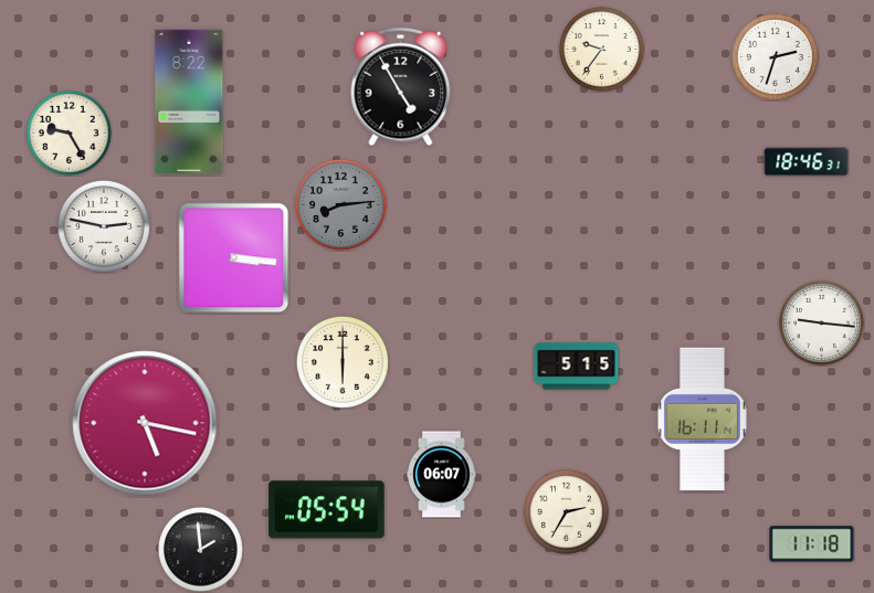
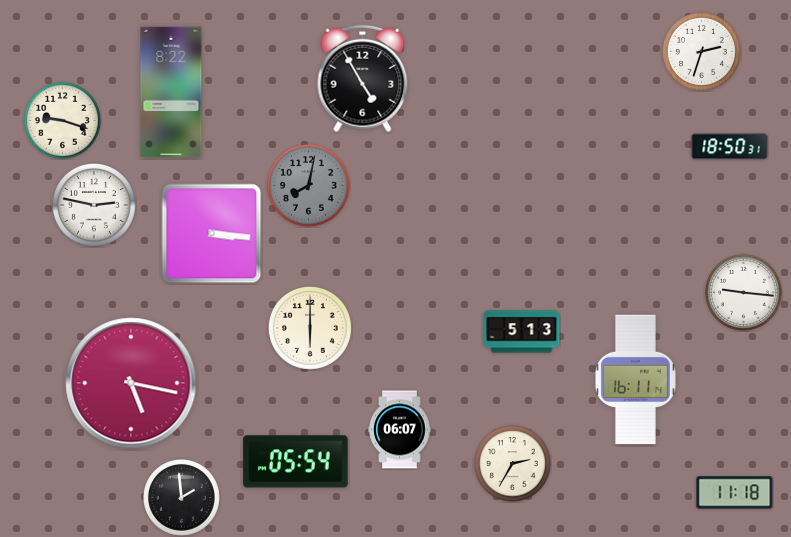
clock at (602, 50): 9:36 -> none
clock at (70, 134): 9:25 -> 9:18
clock at (807, 162): 18:46 -> 18:50
clock at (340, 204): 8:14 -> 8:02
clock at (577, 367): 5:15 -> 5:13
